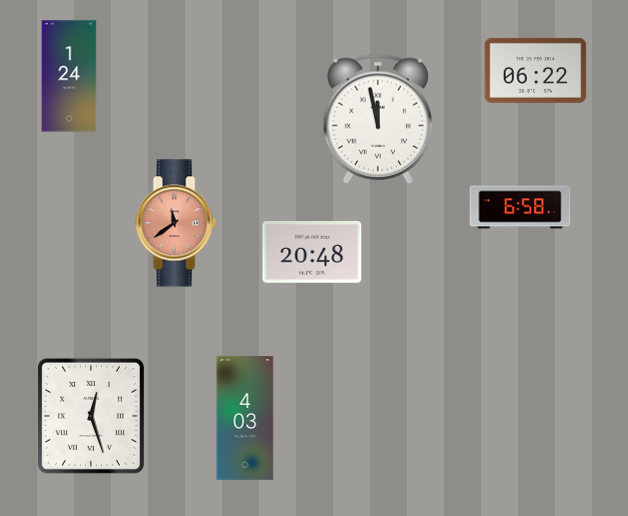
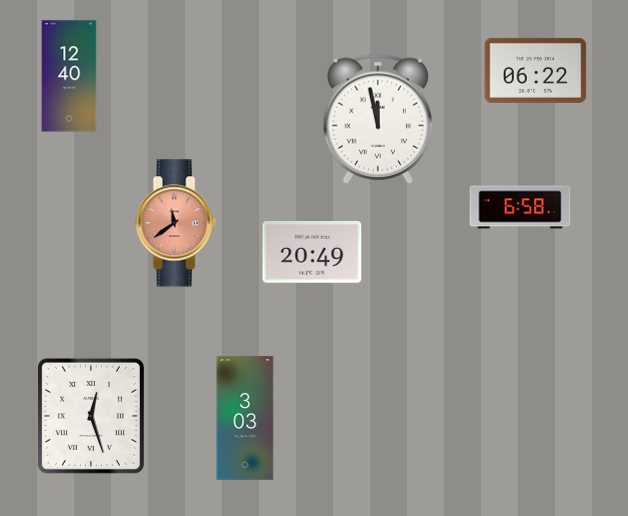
clock at (69, 76): 1:24 -> 12:40
clock at (312, 253): 20:48 -> 20:49
clock at (245, 418): 4:03 -> 3:03
